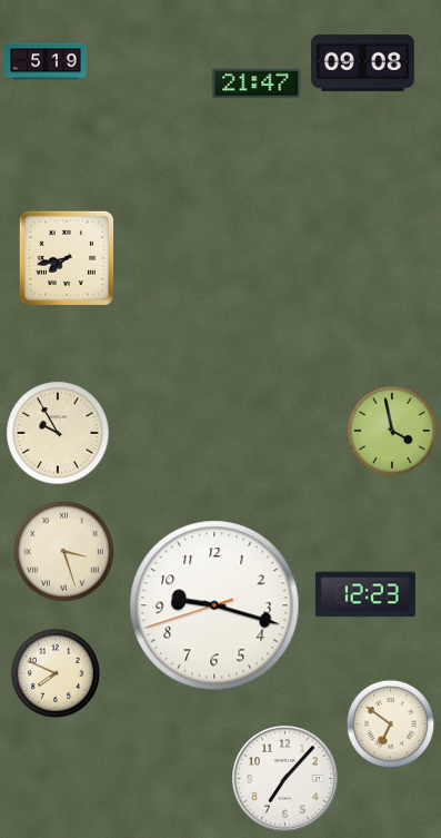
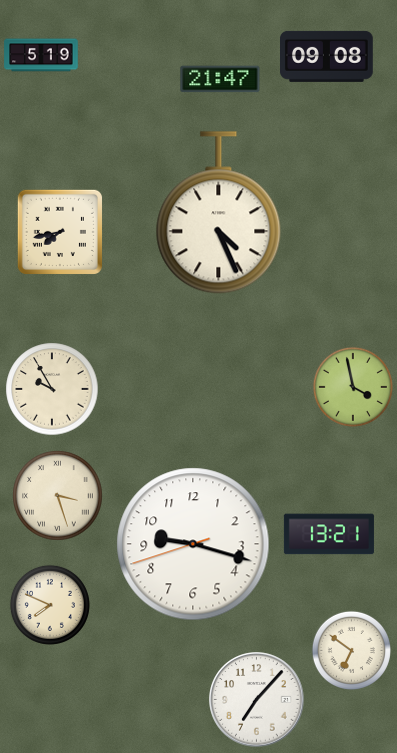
clock at (257, 83) position: (257, 83) -> (220, 79)
clock at (219, 213): none -> 4:26
clock at (365, 594): 12:23 -> 13:21
